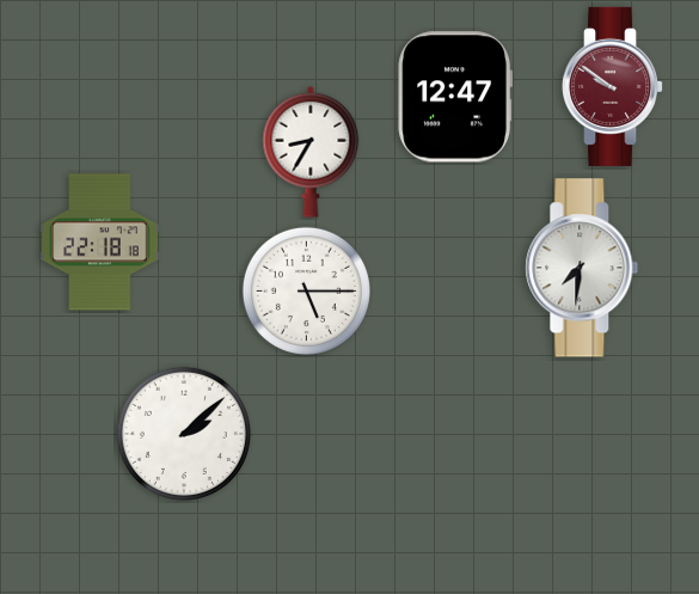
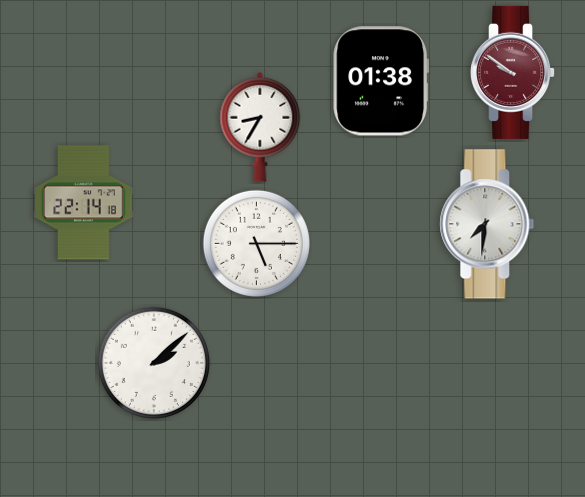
clock at (455, 97): 12:47 -> 01:38
clock at (100, 243): 22:18 -> 22:14
